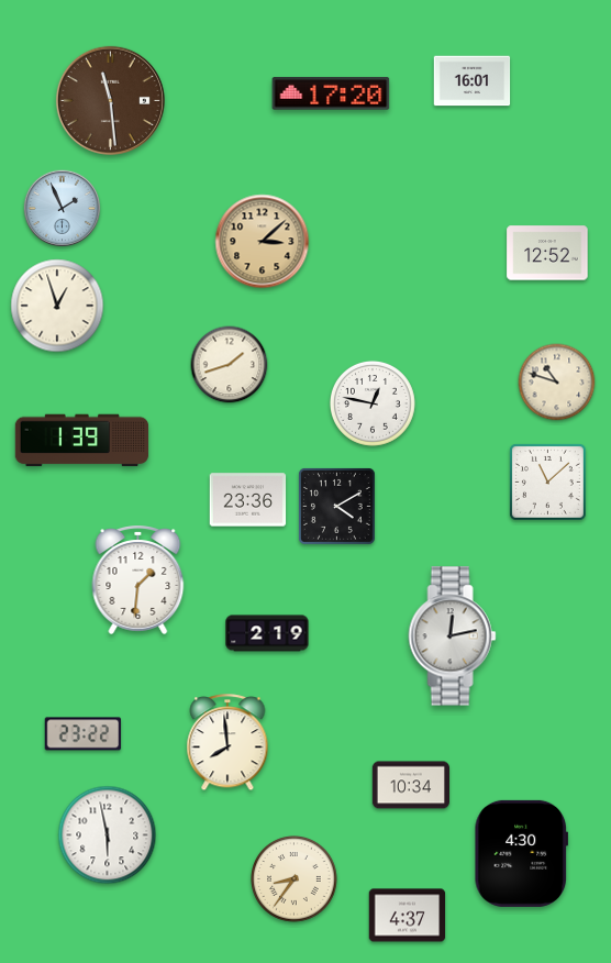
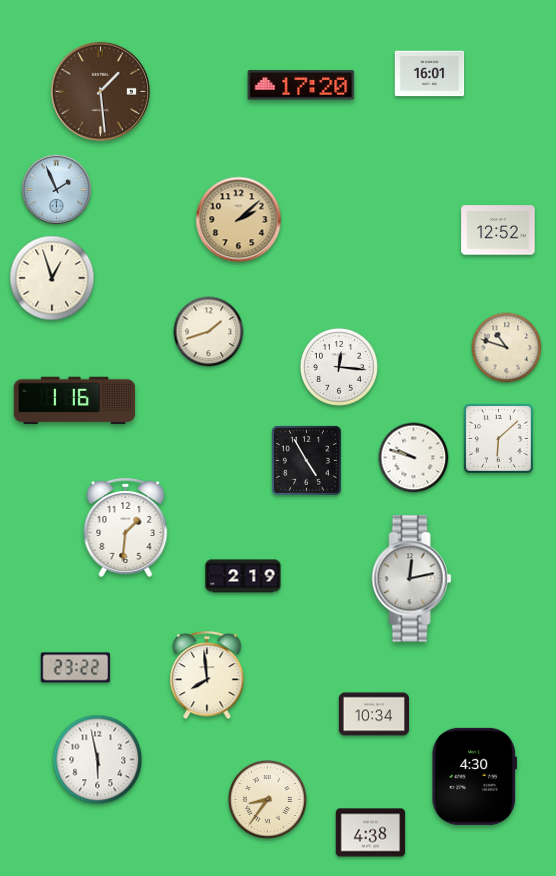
clock at (110, 100): 11:29 -> 1:29
clock at (263, 242): 3:08 -> 2:08
clock at (373, 403): 12:47 -> 12:16
clock at (82, 441): 1:39 -> 1:16
clock at (547, 481): 11:08 -> 6:08
clock at (248, 500): 23:36 -> none
clock at (414, 458): none -> 9:48
clock at (336, 506): 4:10 -> 4:55
clock at (408, 916): 4:37 -> 4:38
